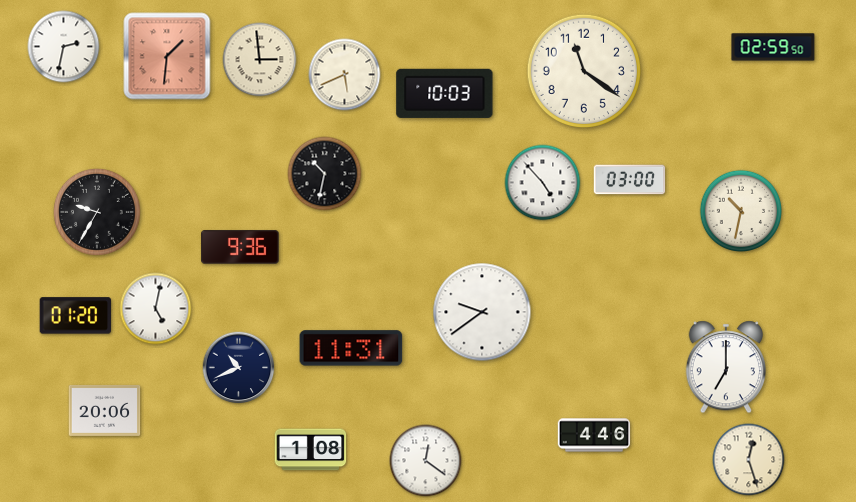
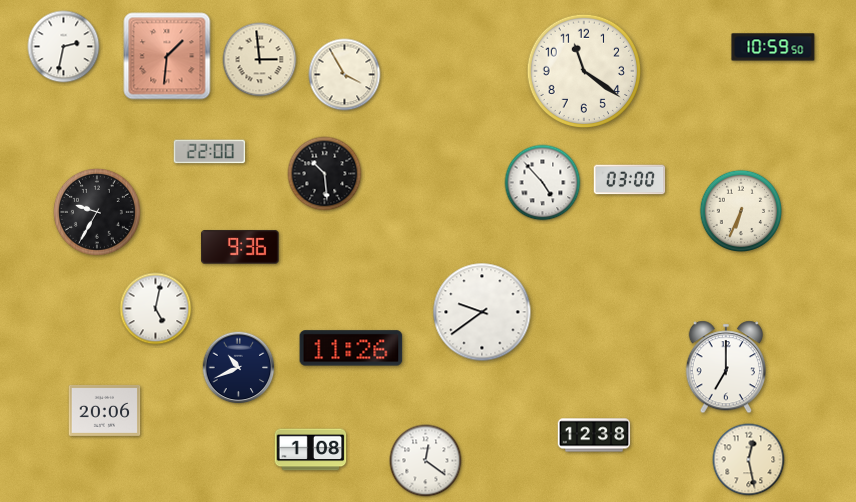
clock at (773, 47): 02:59 -> 10:59
clock at (345, 75): 5:41 -> 3:55
clock at (445, 93): 10:03 -> none
clock at (210, 152): none -> 22:00
clock at (325, 174): 10:32 -> 10:29
clock at (740, 210): 10:32 -> 6:34
clock at (76, 316): 01:20 -> none
clock at (351, 348): 11:31 -> 11:26
clock at (594, 435): 4:46 -> 12:38
clock at (749, 460): 12:27 -> 12:28
